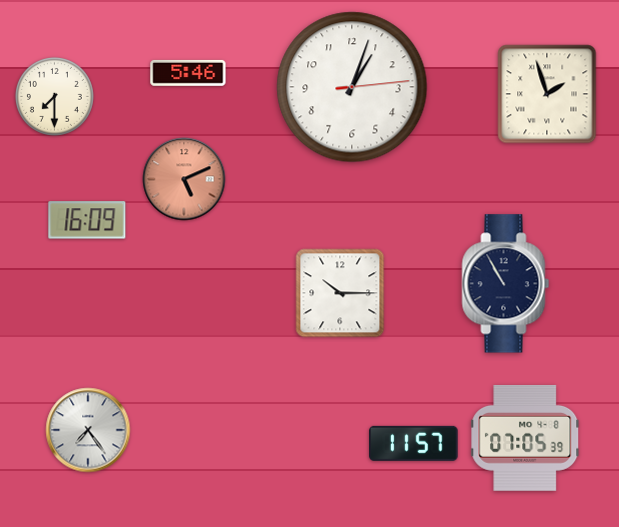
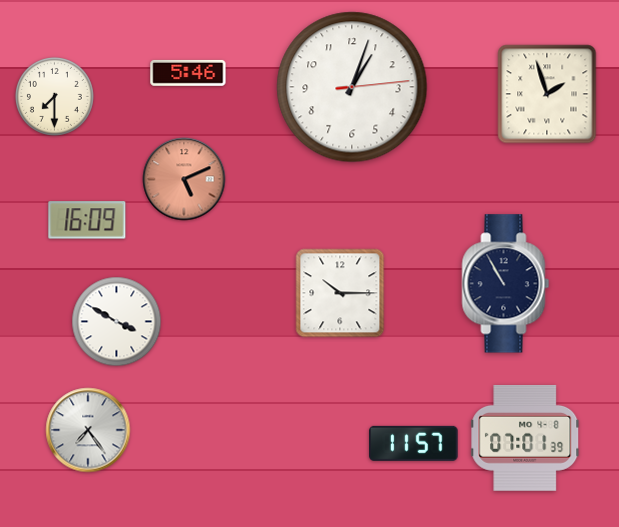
clock at (117, 322): none -> 3:50
clock at (526, 438): 07:05 -> 07:01
